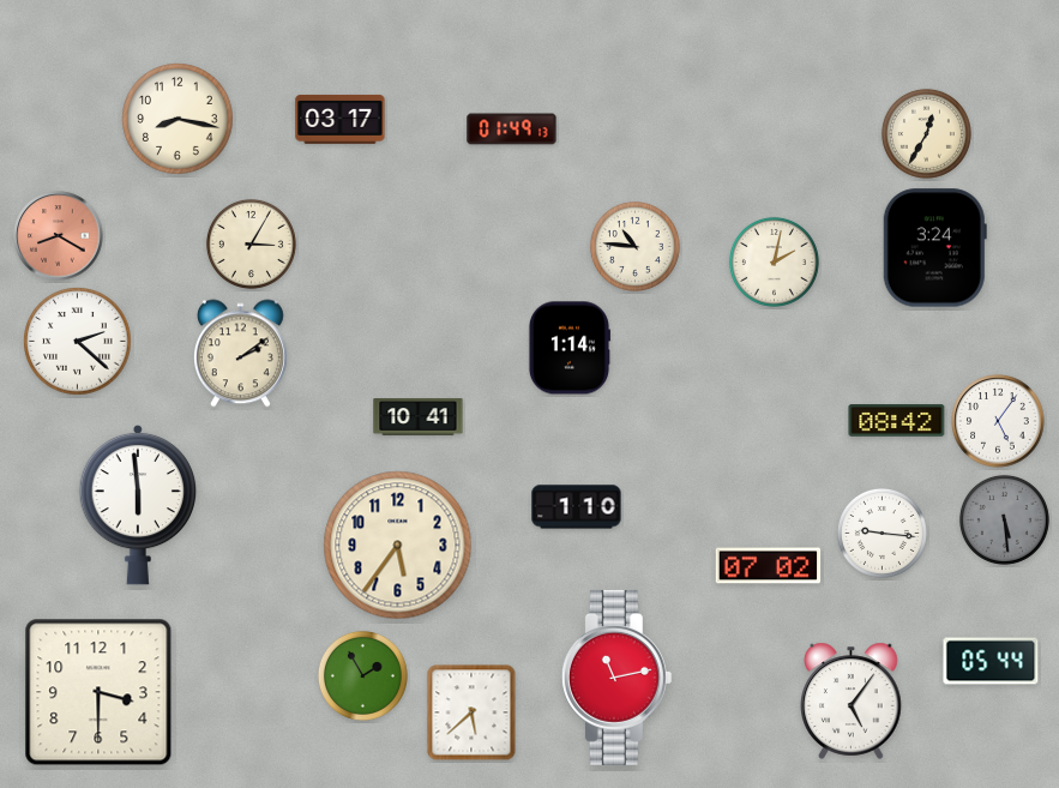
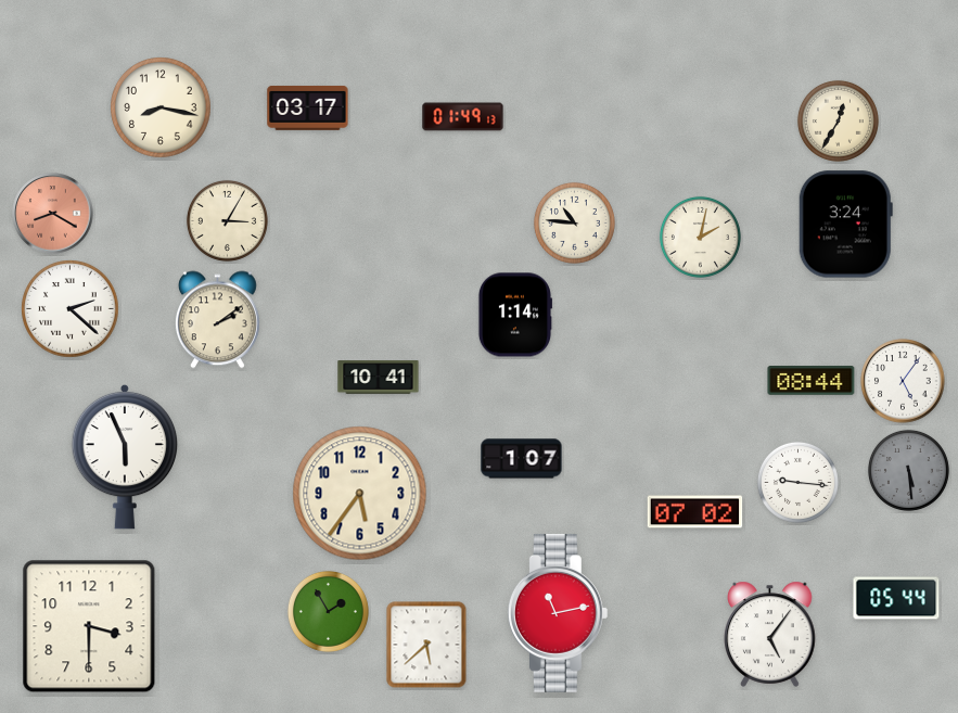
clock at (897, 421): 08:42 -> 08:44
clock at (138, 505): 5:59 -> 5:56
clock at (577, 507): 1:10 -> 1:07
